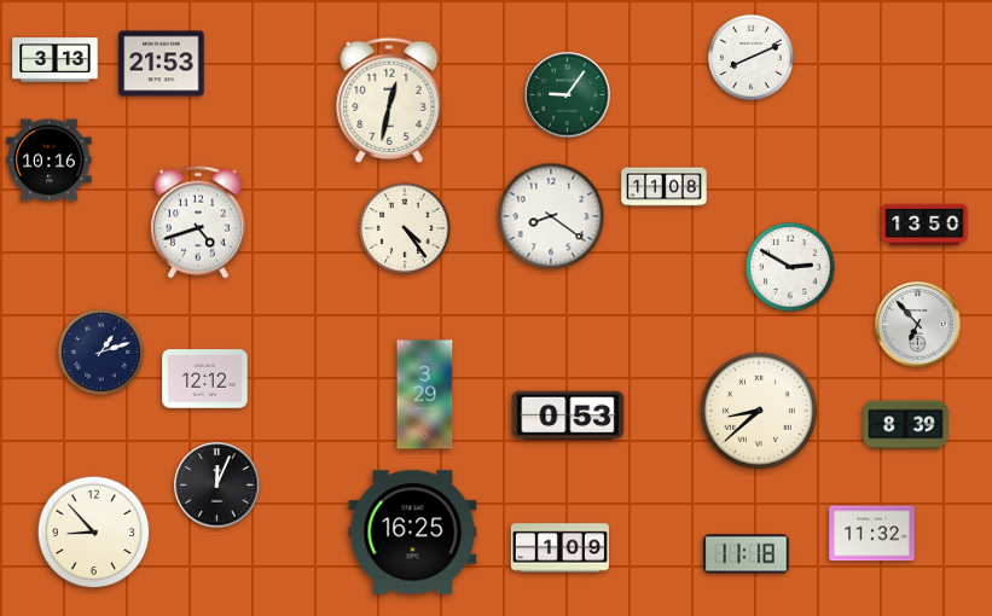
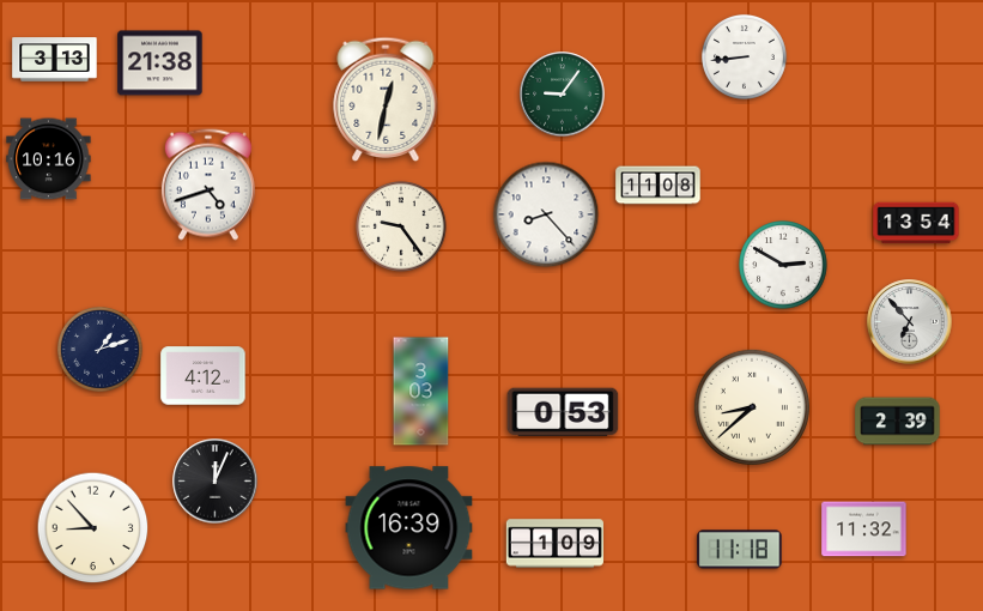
clock at (750, 57): 8:11 -> 8:44
clock at (162, 64): 21:53 -> 21:38
clock at (551, 216): 8:21 -> 8:23
clock at (198, 222) position: (198, 222) -> (208, 184)
clock at (924, 225): 13:50 -> 13:54
clock at (405, 228): 4:24 -> 9:24
clock at (205, 379): 12:12 -> 4:12
clock at (425, 395): 3:29 -> 3:03
clock at (906, 425): 8:39 -> 2:39
clock at (413, 533): 16:25 -> 16:39
